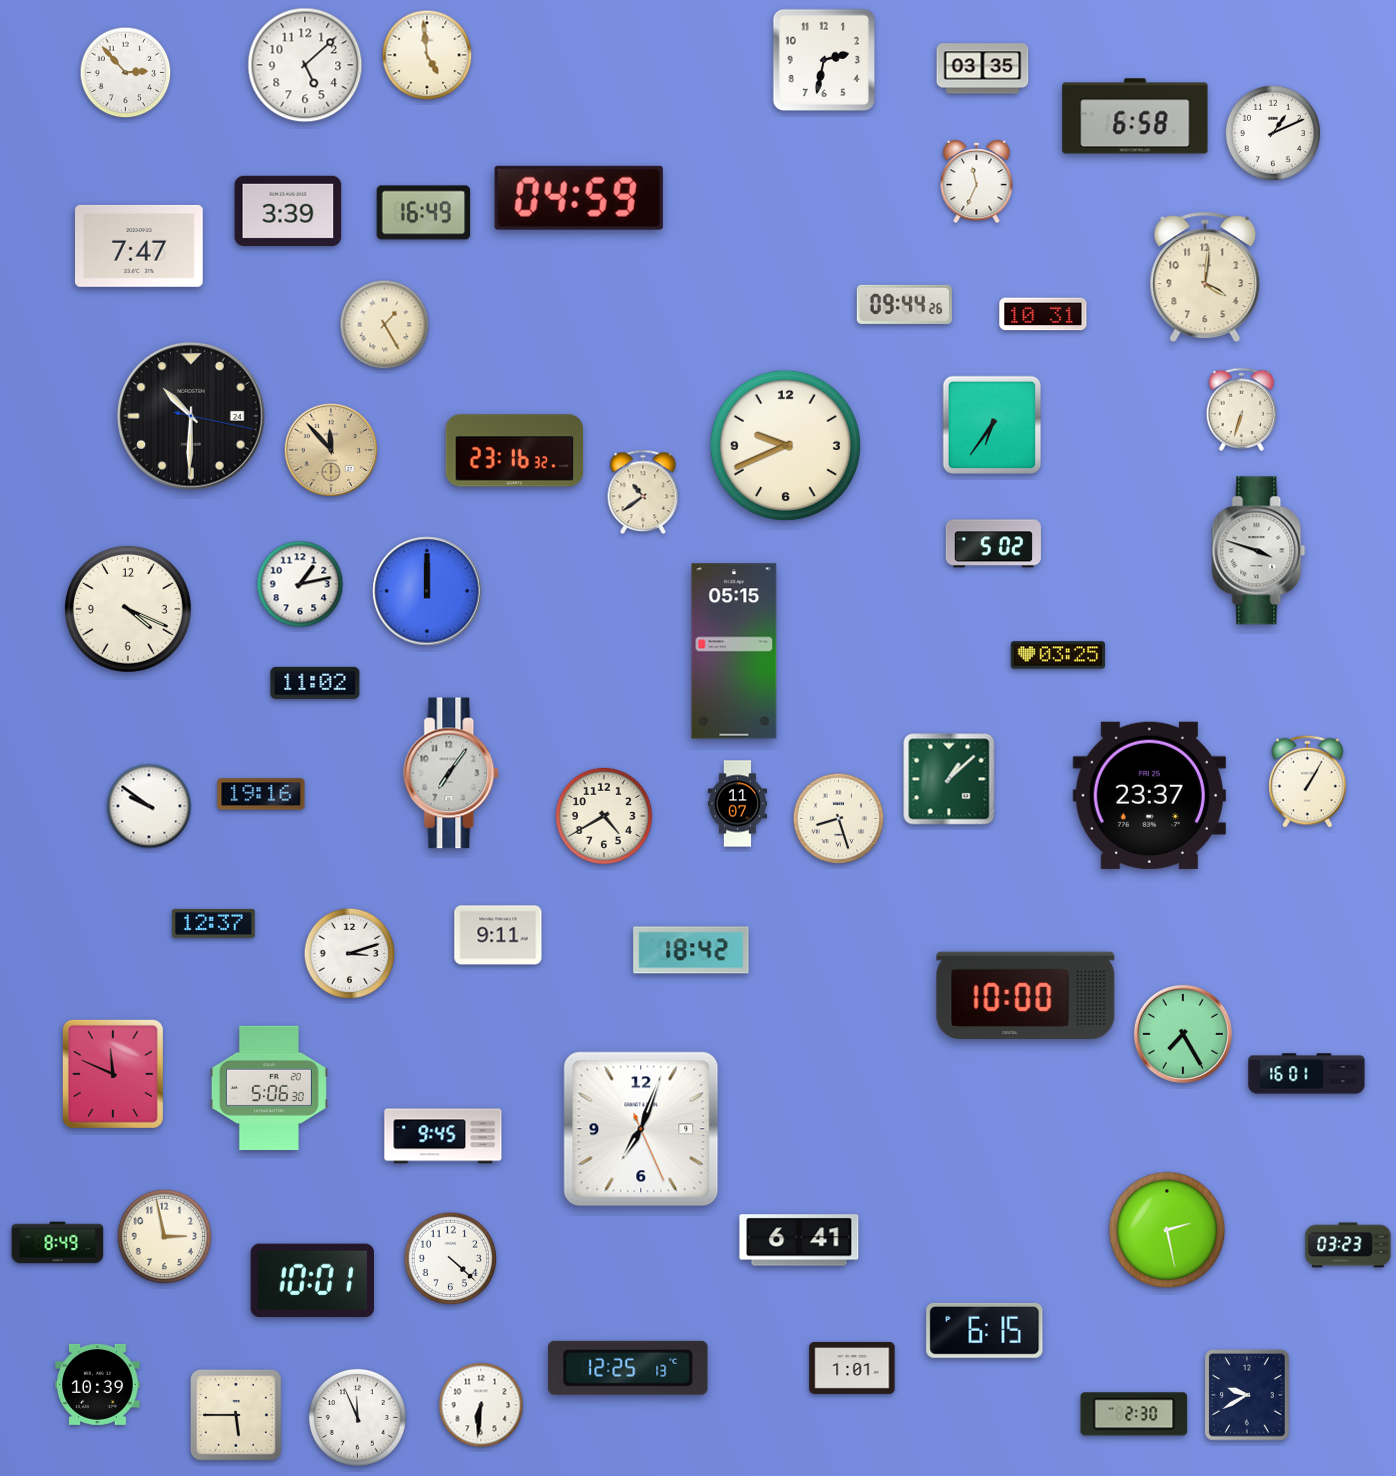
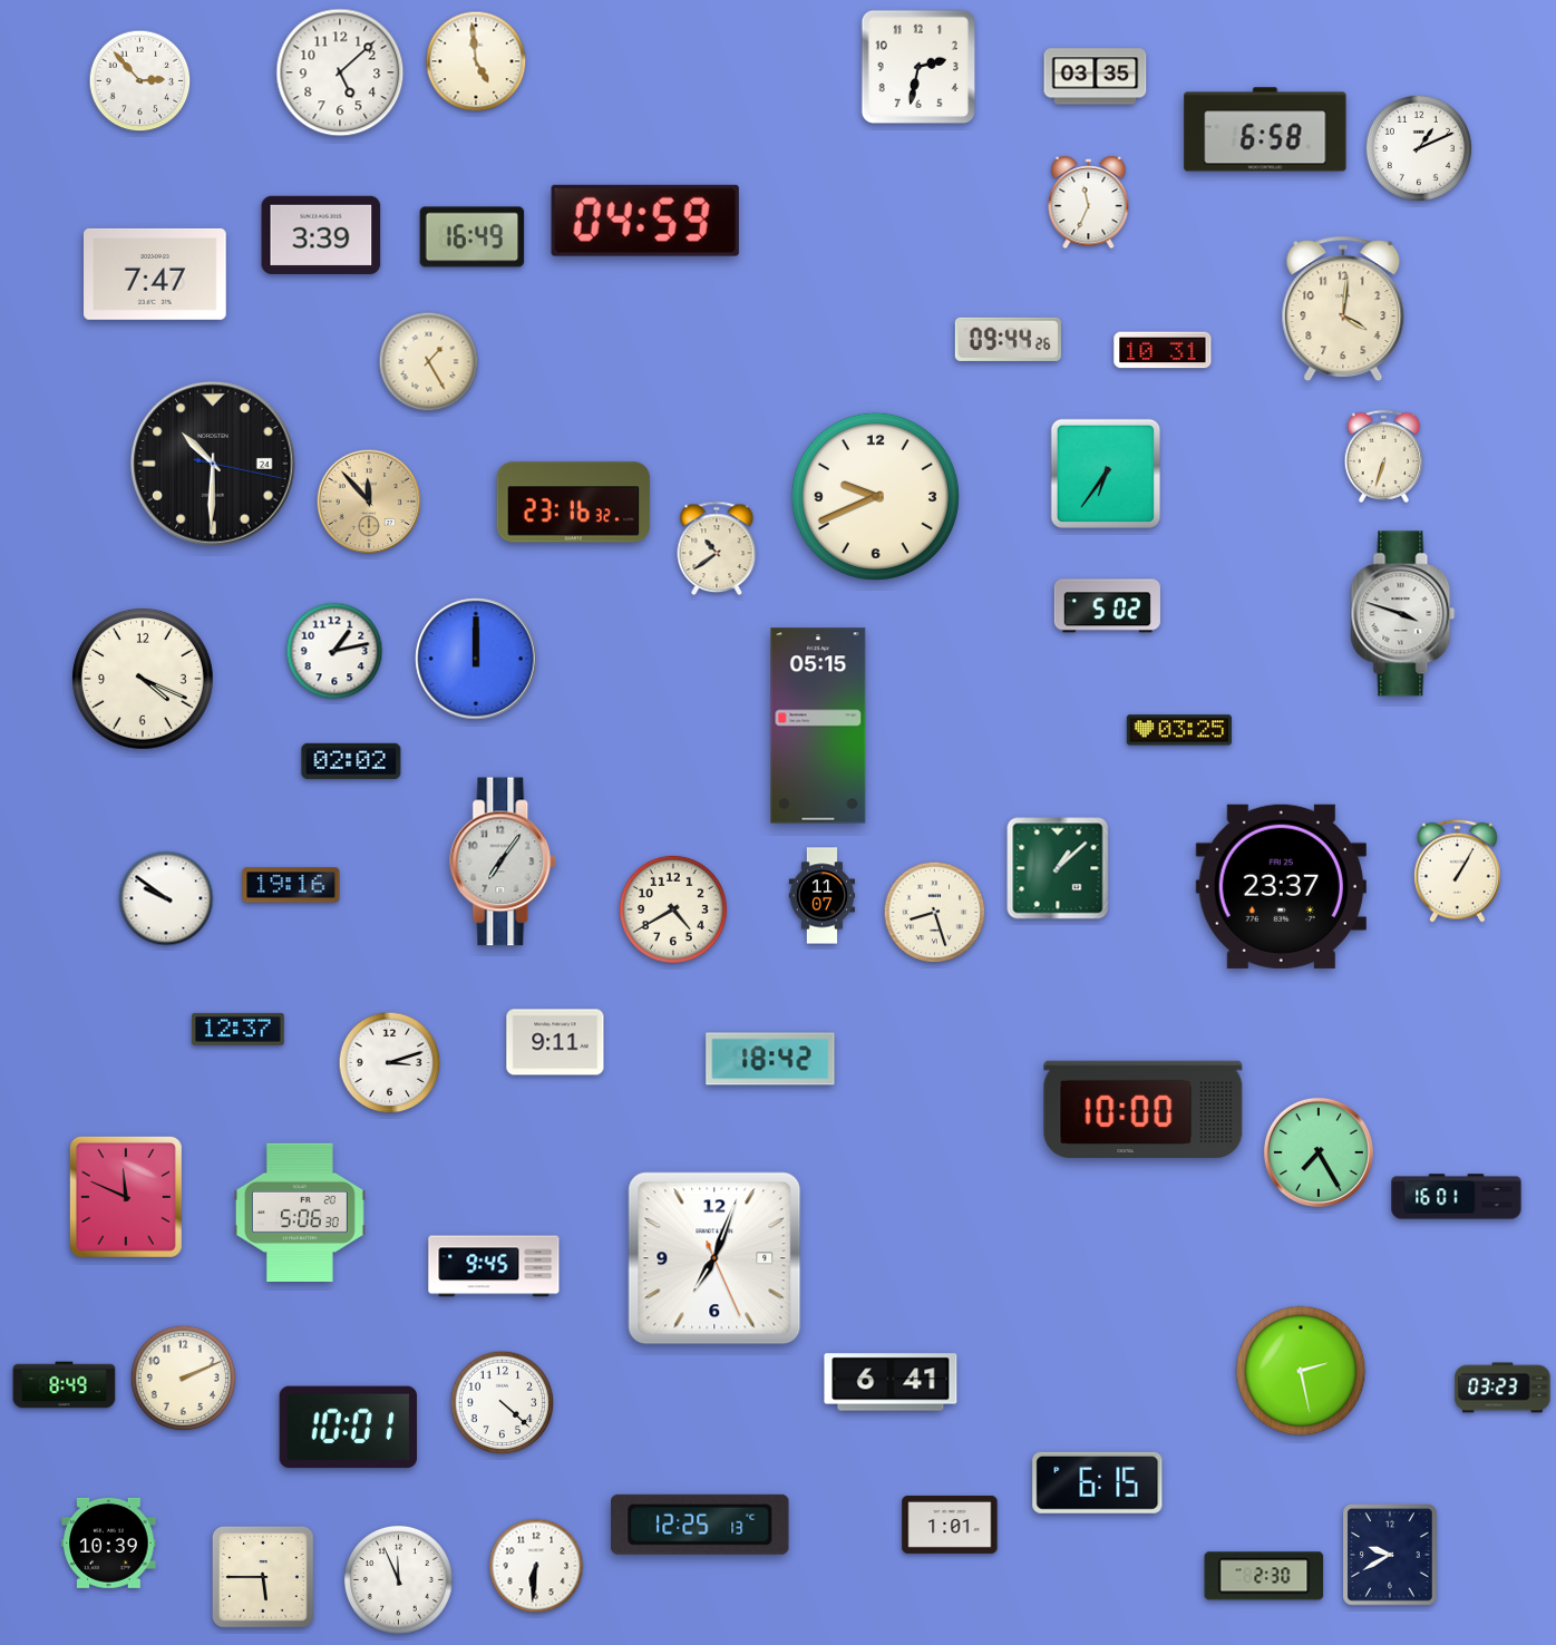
clock at (315, 683): 11:02 -> 02:02
clock at (164, 1236): 2:58 -> 2:11
